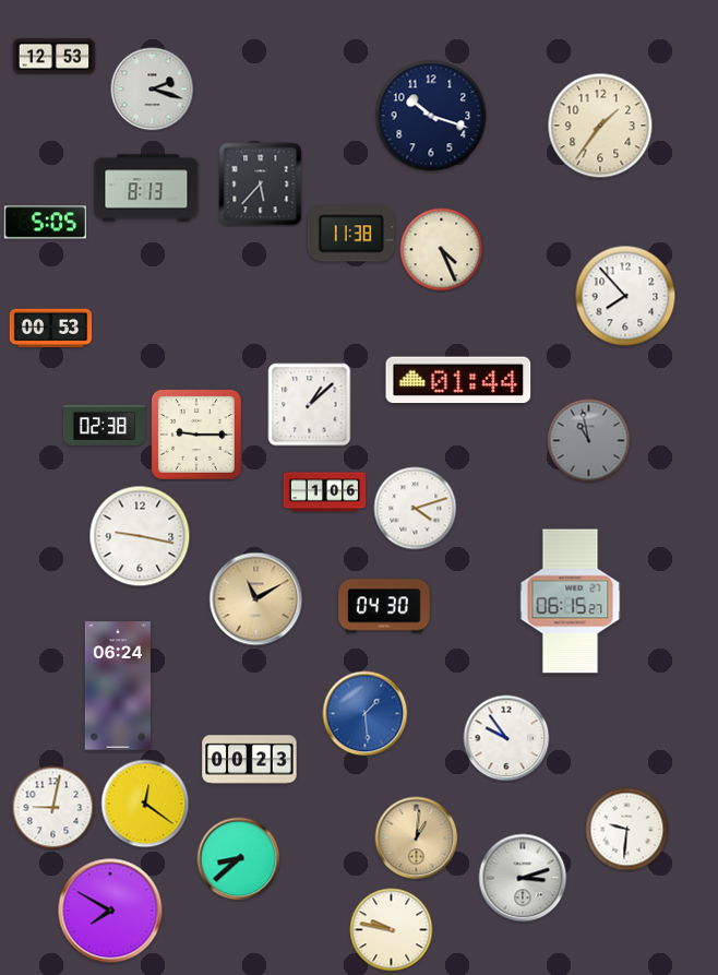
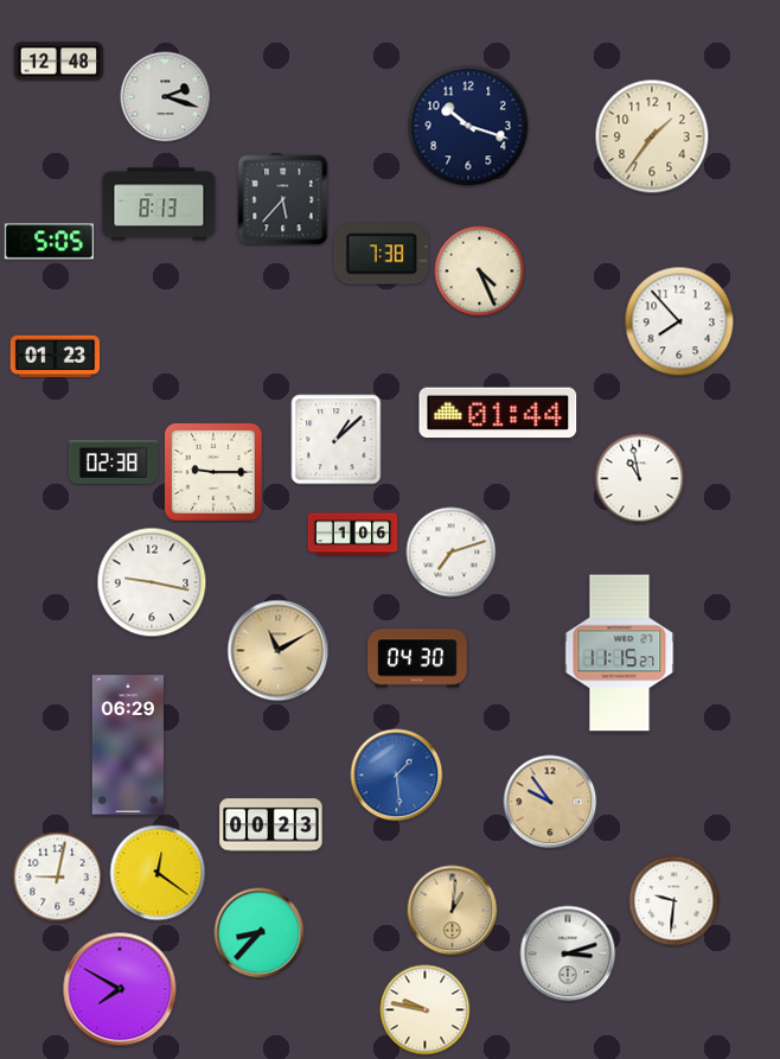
clock at (55, 57): 12:53 -> 12:48
clock at (351, 234): 11:38 -> 7:38
clock at (51, 329): 00:53 -> 01:23
clock at (589, 441) dial: grey -> white
clock at (416, 509): 4:12 -> 7:12
clock at (571, 602): 06:15 -> 11:15
clock at (117, 686): 06:24 -> 06:29
clock at (506, 738) dial: white -> champagne
clock at (627, 830) position: (627, 830) -> (674, 901)
clock at (239, 859): 8:38 -> 8:37
